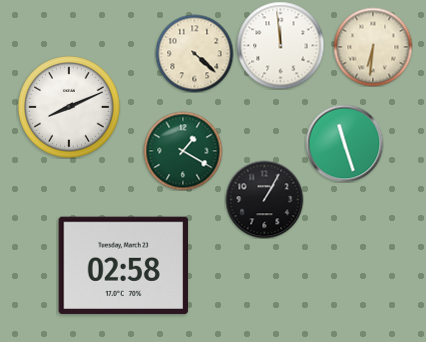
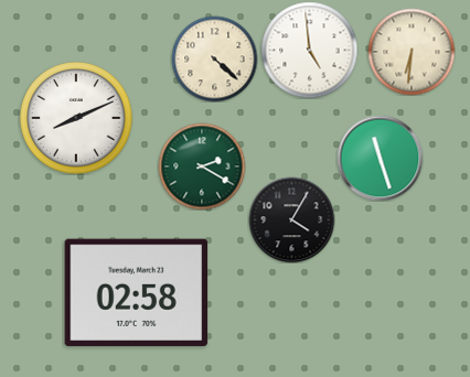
clock at (280, 45): 11:59 -> 4:59
clock at (183, 151): 1:20 -> 2:20
clock at (264, 199): 1:05 -> 4:05
